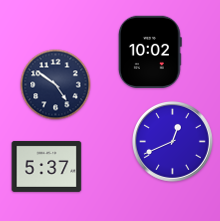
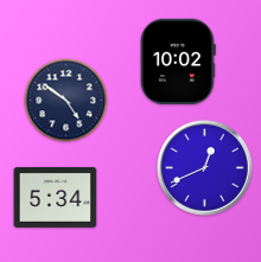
clock at (47, 166): 5:37 -> 5:34
